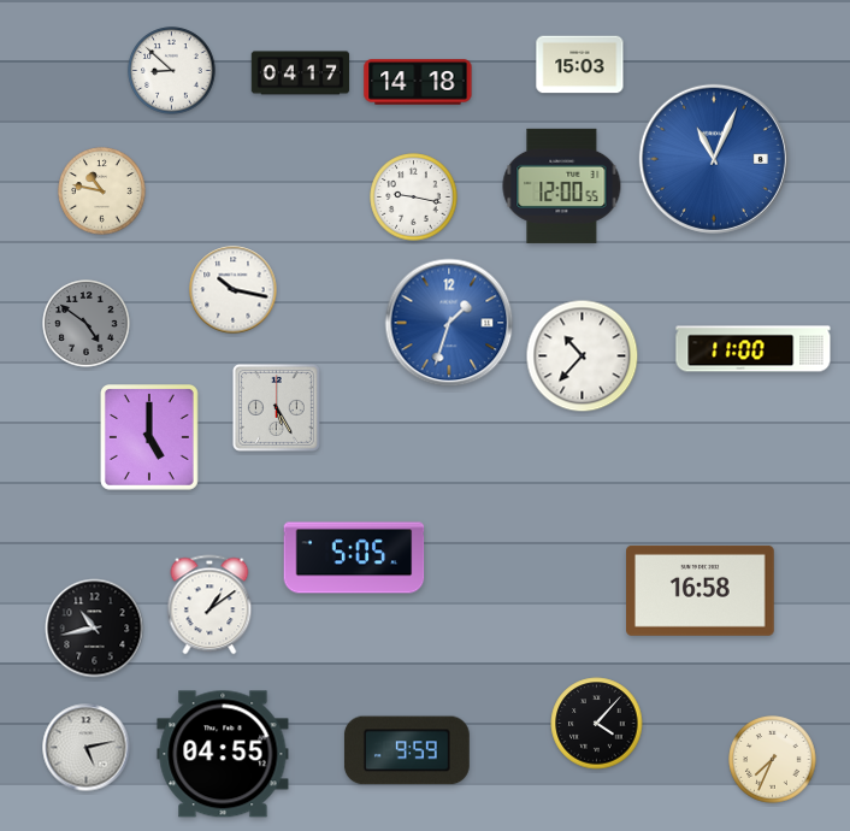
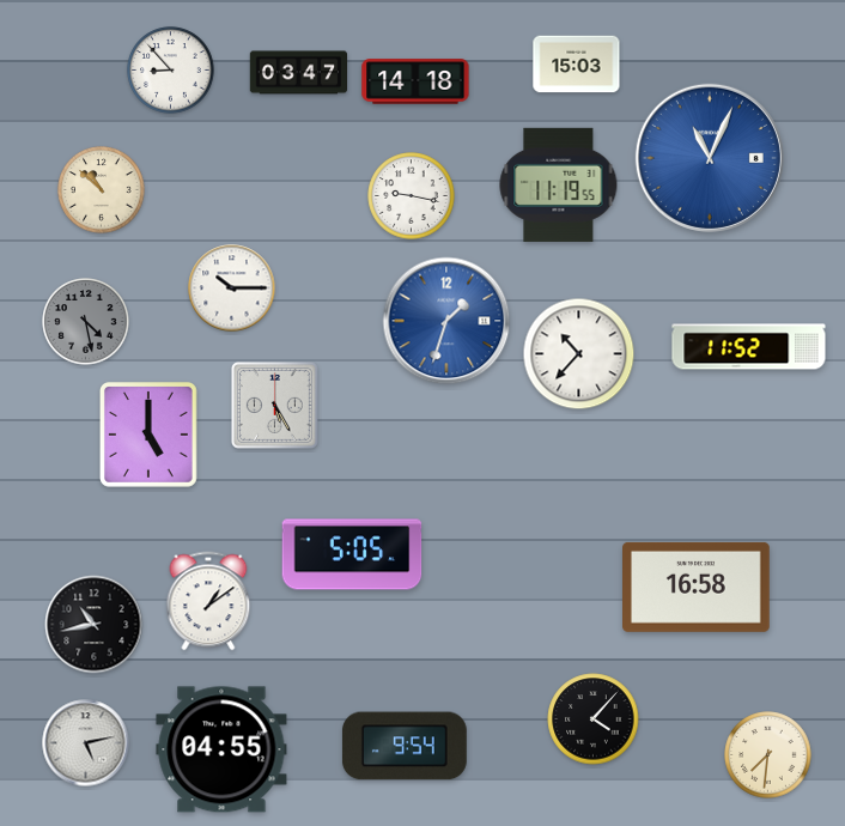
clock at (172, 71): 8:52 -> 8:53
clock at (301, 73): 04:17 -> 03:47
clock at (562, 185): 12:00 -> 11:19
clock at (102, 191): 10:47 -> 10:52
clock at (234, 290): 10:17 -> 10:15
clock at (87, 324): 4:51 -> 4:28
clock at (754, 349): 11:00 -> 11:52
clock at (407, 750): 9:59 -> 9:54
clock at (773, 760): 7:34 -> 7:31
